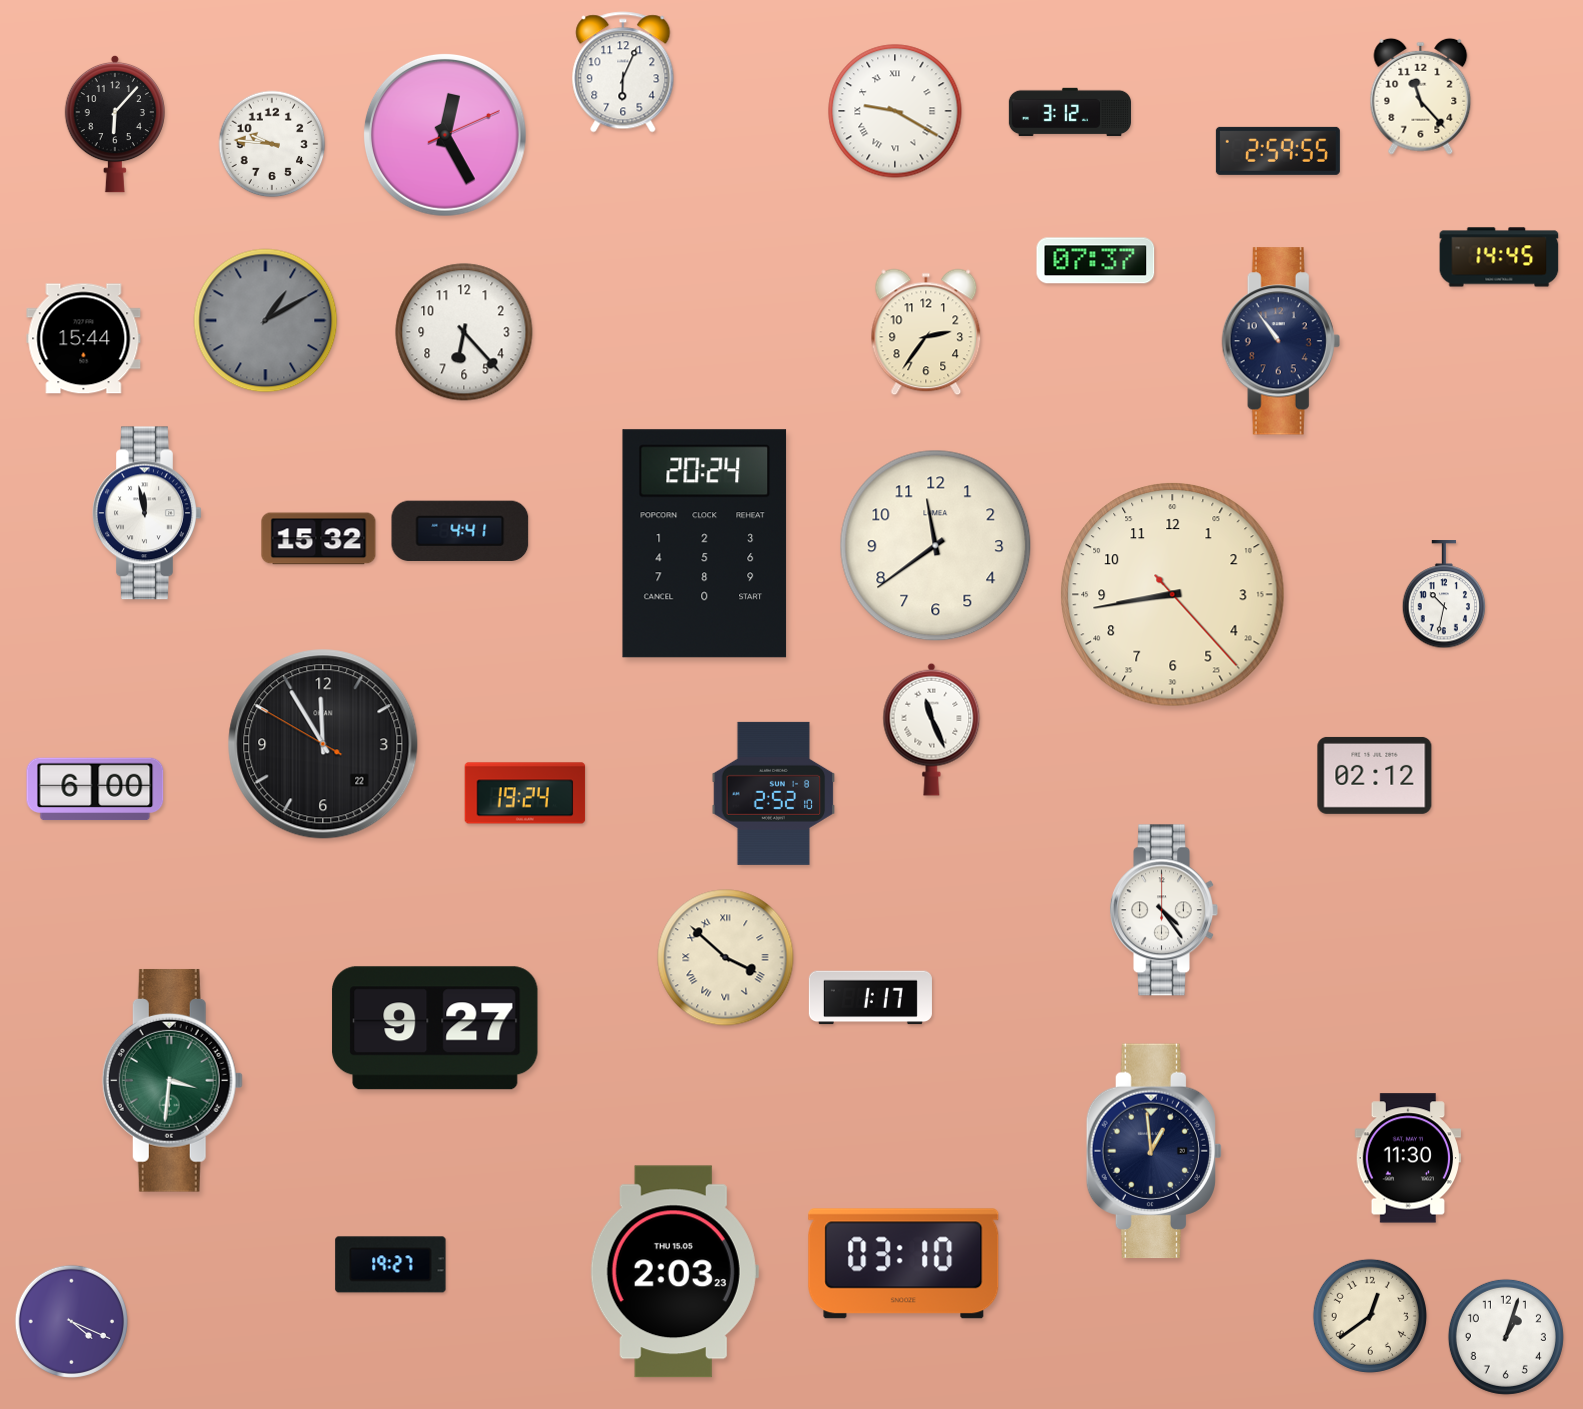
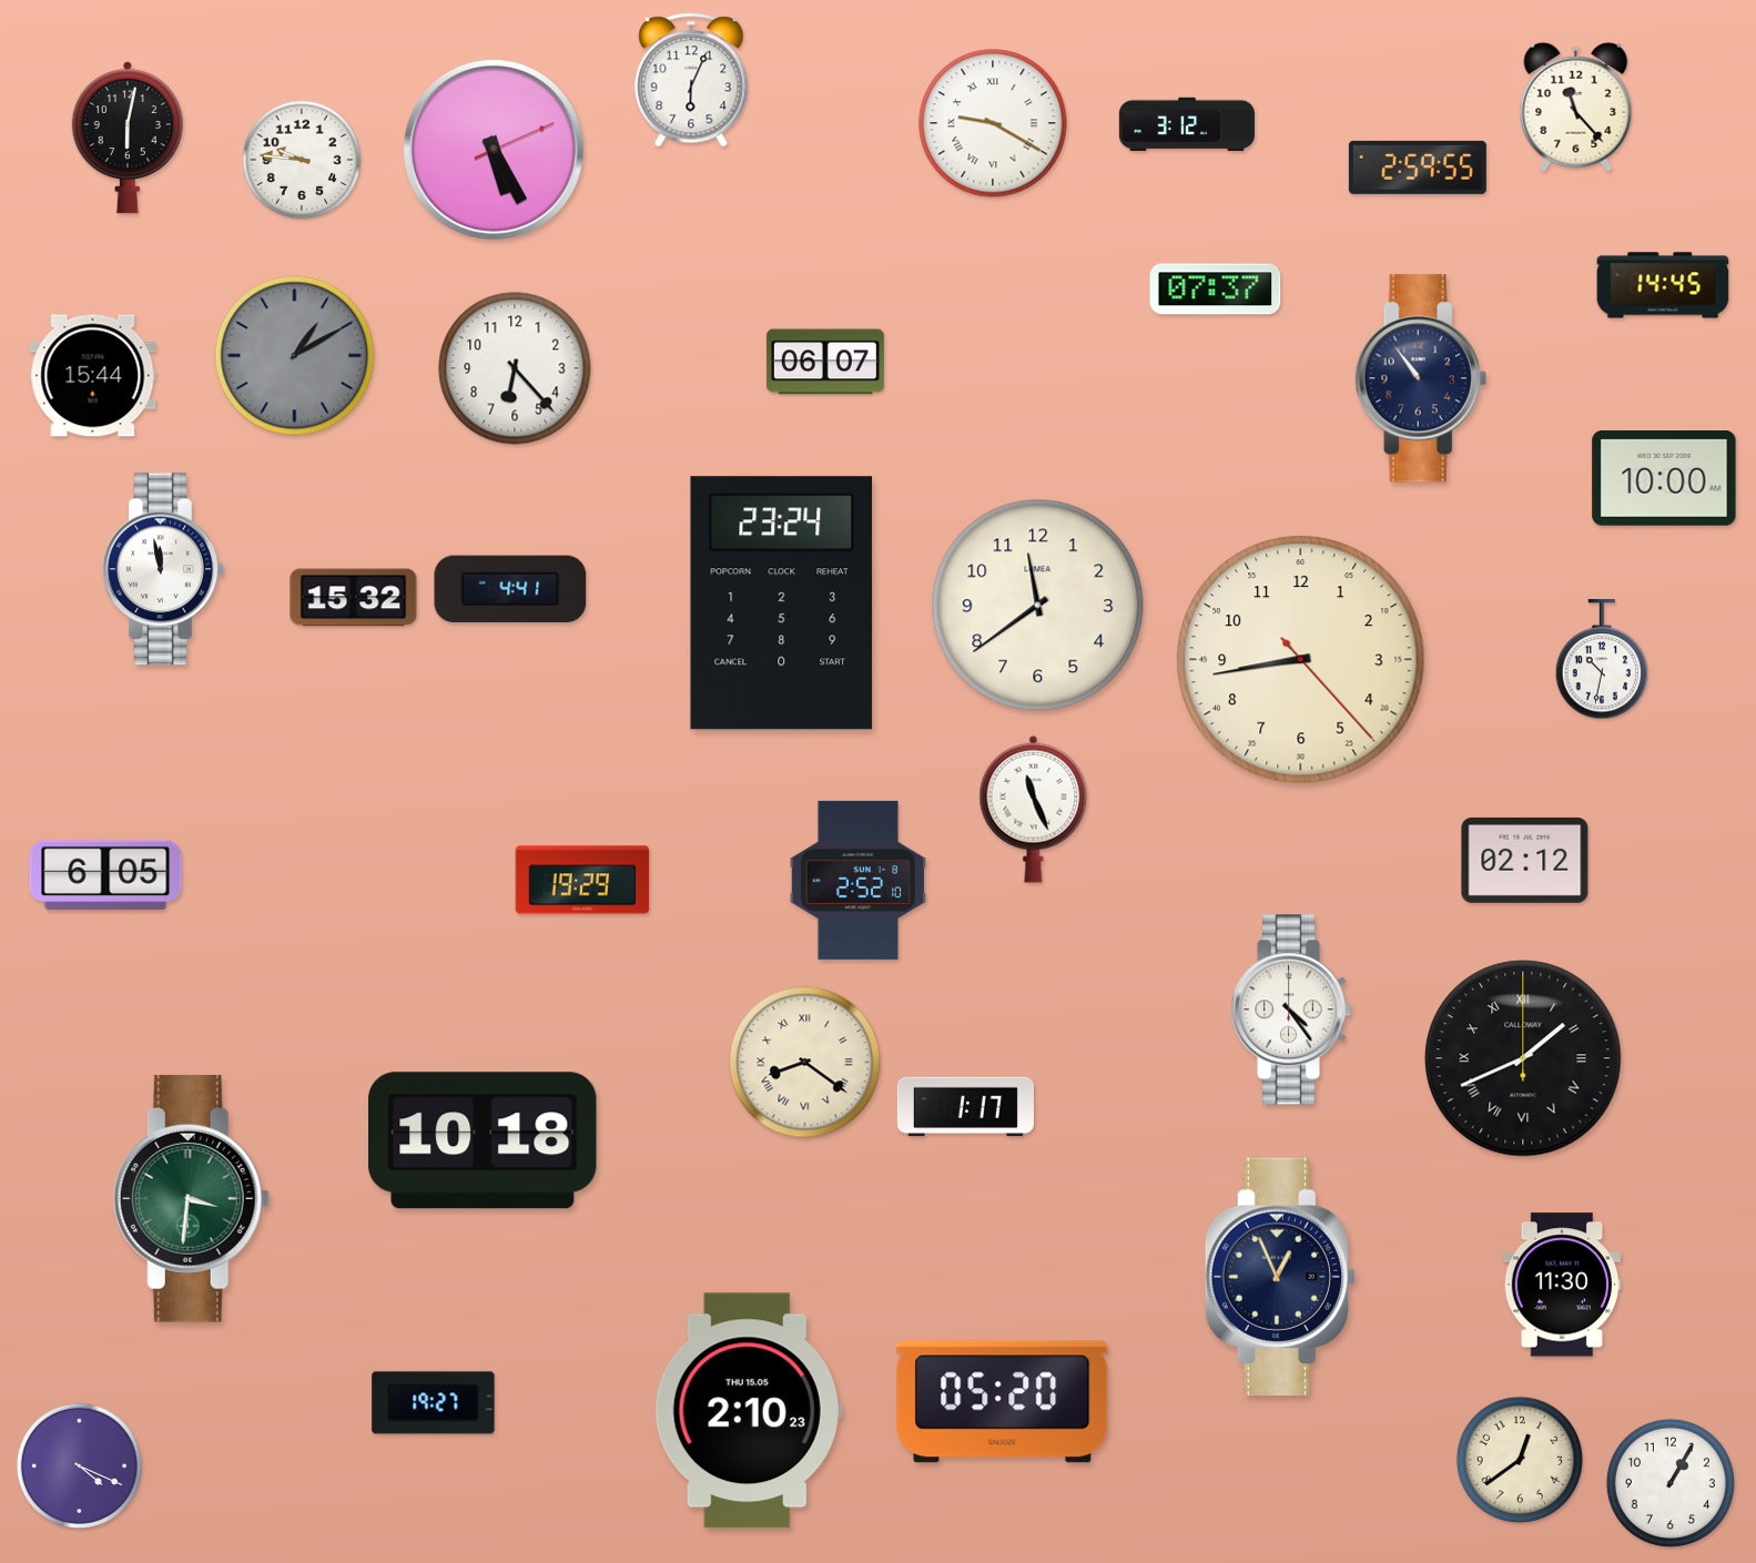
clock at (115, 124): 6:07 -> 6:02
clock at (445, 135): 12:25 -> 5:25
clock at (825, 362): none -> 06:07
clock at (926, 332): 2:36 -> none
clock at (1664, 479): none -> 10:00
clock at (705, 544): 20:24 -> 23:24
clock at (323, 744): 11:54 -> none
clock at (95, 789): 6:00 -> 6:05
clock at (525, 793): 19:24 -> 19:29
clock at (1523, 1058): none -> 1:41
clock at (726, 958): 3:52 -> 8:21
clock at (435, 1028): 9:27 -> 10:18
clock at (1154, 1151): 12:59 -> 12:56
clock at (904, 1264): 03:10 -> 05:20
clock at (674, 1272): 2:03 -> 2:10
clock at (1506, 1337): 1:03 -> 1:05
